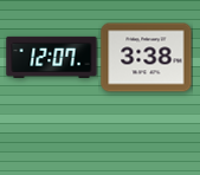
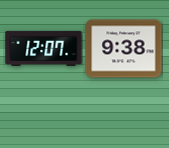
clock at (147, 58): 3:38 -> 9:38
